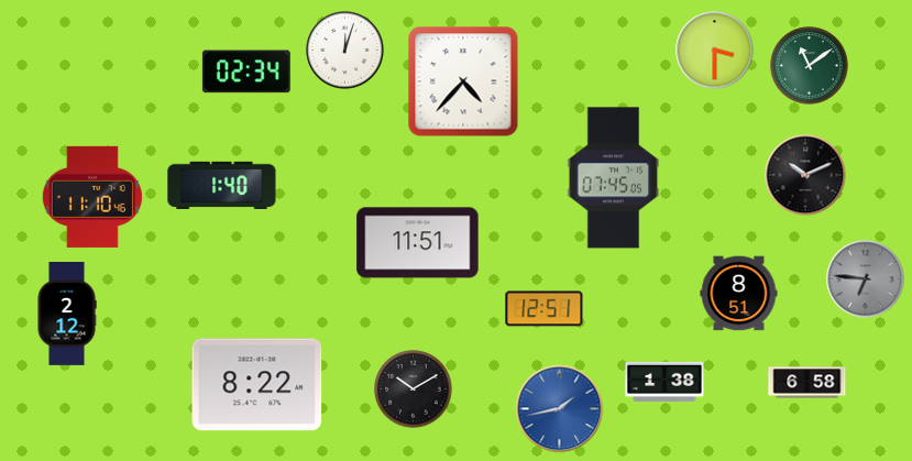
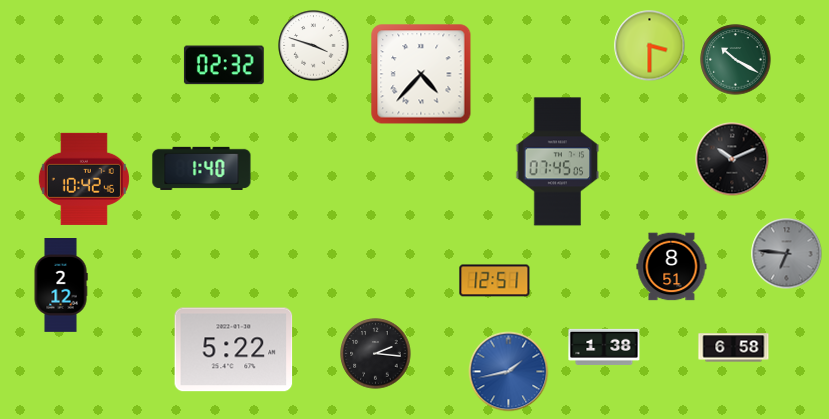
clock at (345, 51): 12:03 -> 3:48
clock at (810, 66): 11:09 -> 10:20
clock at (246, 72): 02:34 -> 02:32
clock at (92, 197): 11:10 -> 10:42
clock at (418, 243): 11:51 -> none
clock at (257, 385): 8:22 -> 5:22
clock at (414, 389): 10:10 -> 2:16
